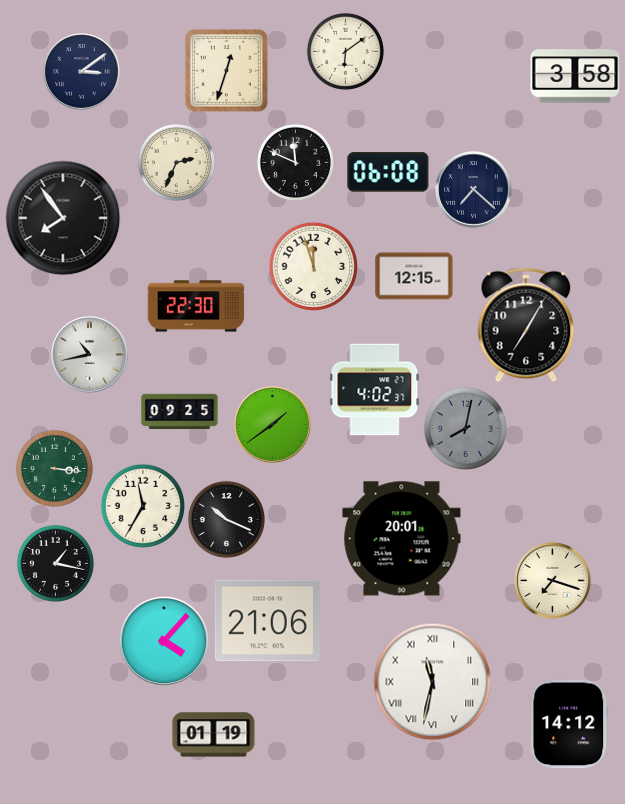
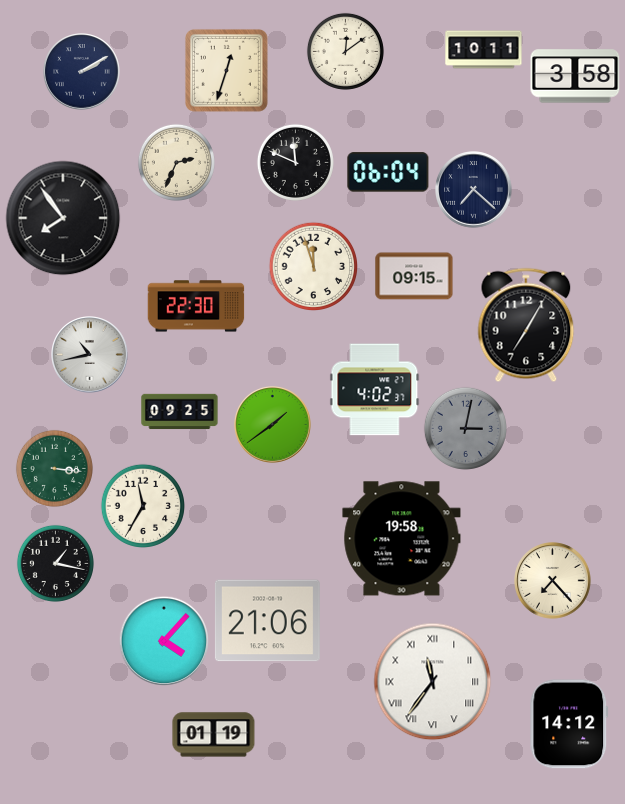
clock at (484, 50): none -> 10:11
clock at (345, 51): 6:09 -> 12:09
clock at (82, 72): 3:09 -> 2:10
clock at (388, 172): 06:08 -> 06:04
clock at (414, 276): 12:15 -> 09:15
clock at (465, 428): 8:02 -> 3:02
clock at (226, 519): 10:19 -> none
clock at (402, 539): 20:01 -> 19:58
clock at (553, 581): 7:18 -> 7:23
clock at (433, 682): 11:32 -> 11:36
